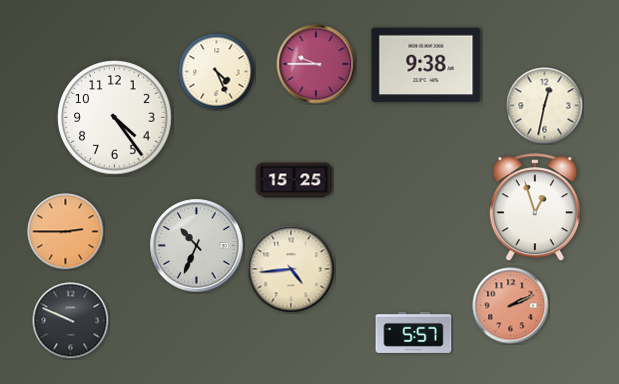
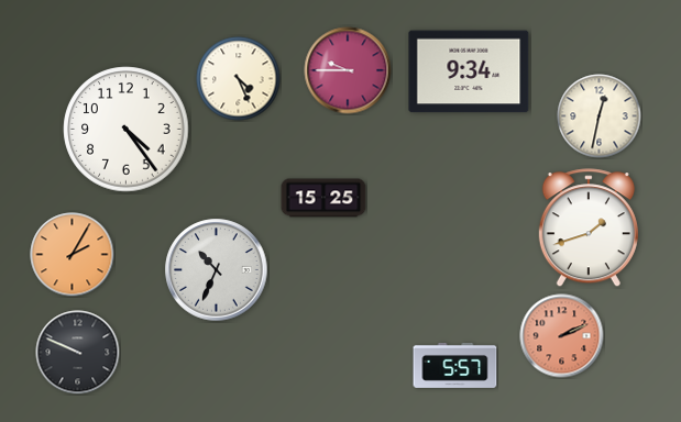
clock at (426, 65): 9:38 -> 9:34
clock at (535, 208): 12:57 -> 1:42
clock at (66, 232): 2:45 -> 2:05
clock at (291, 269): 4:44 -> none
